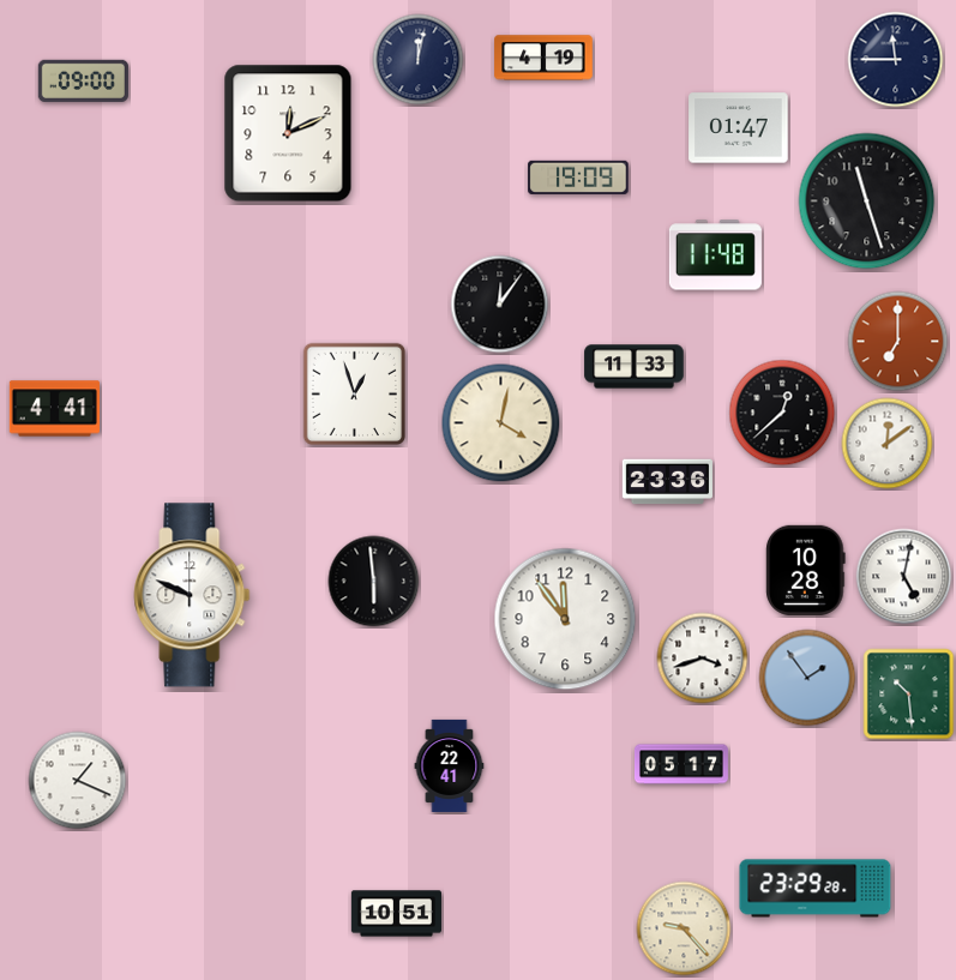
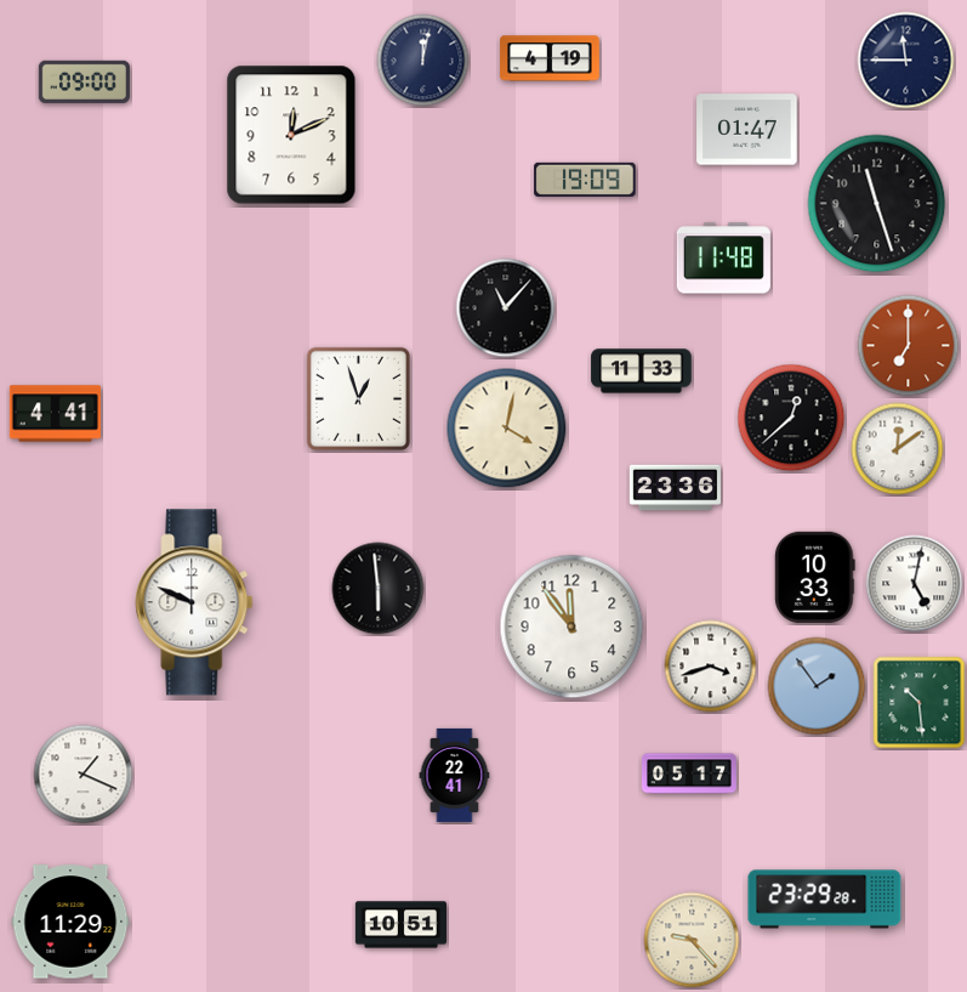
clock at (500, 305): 12:06 -> 11:07
clock at (806, 570): 10:28 -> 10:33
clock at (78, 781) position: (78, 781) -> (84, 775)
clock at (70, 922): none -> 11:29
